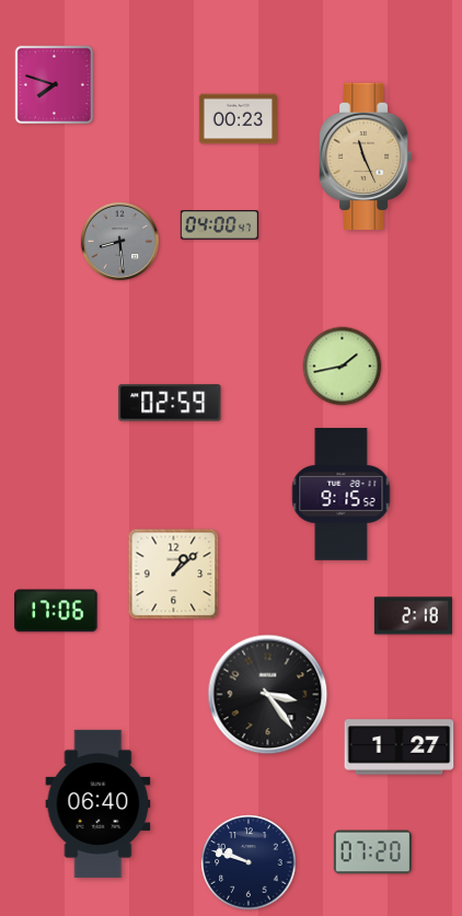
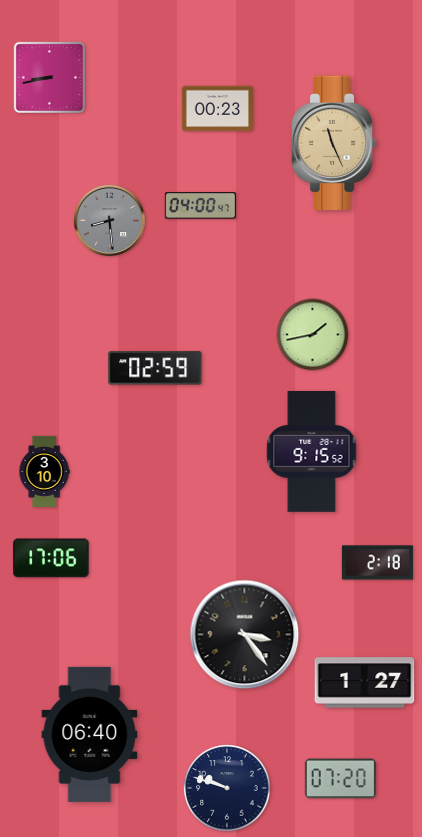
clock at (55, 85): 7:48 -> 8:43
clock at (44, 471): none -> 3:10
clock at (174, 575): 1:08 -> none
